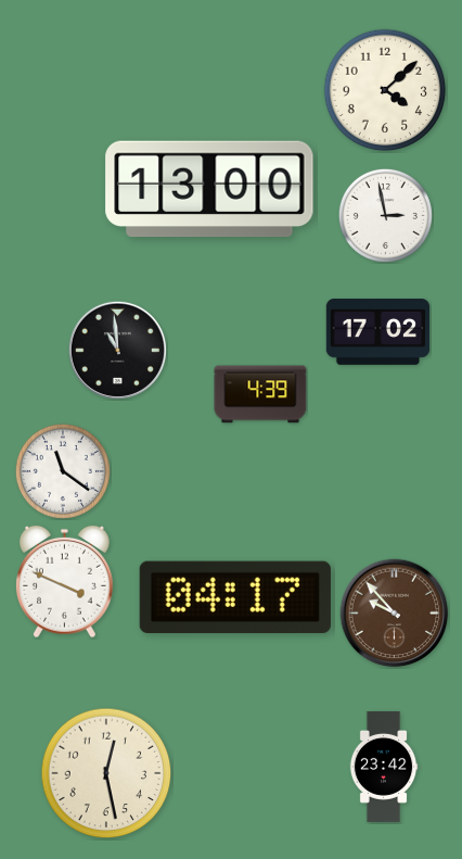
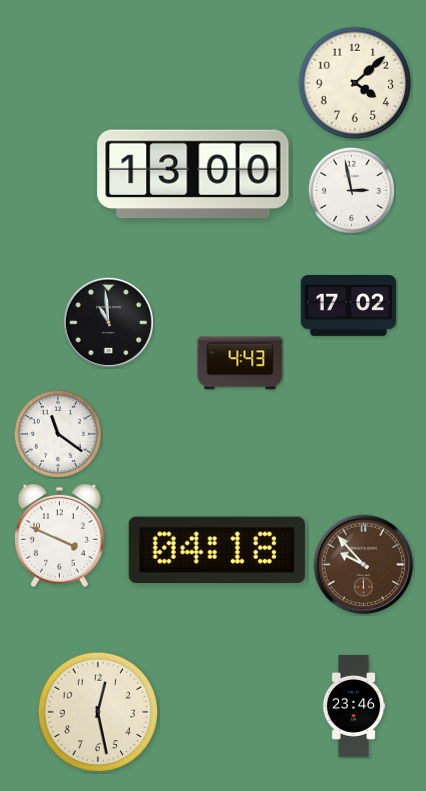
clock at (385, 215) position: (385, 215) -> (351, 190)
clock at (260, 394): 4:39 -> 4:43
clock at (235, 596): 04:17 -> 04:18
clock at (384, 767): 23:42 -> 23:46
